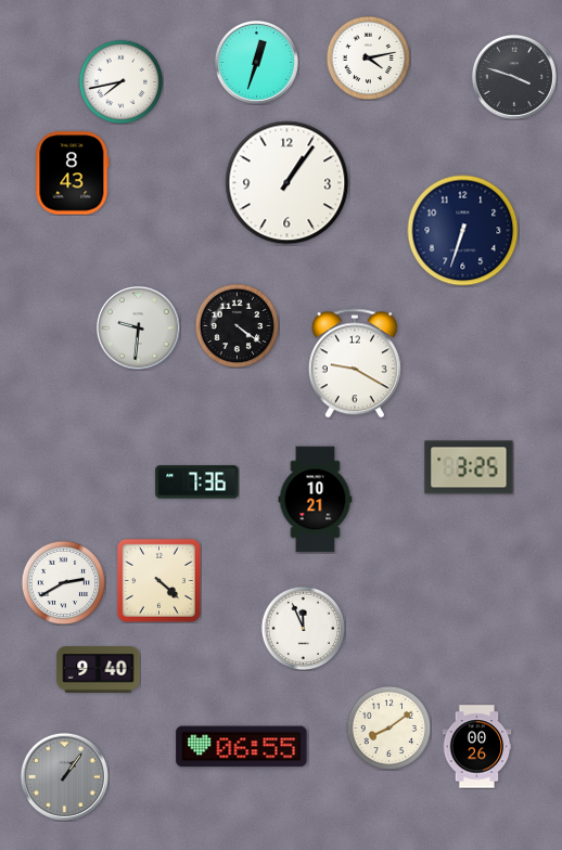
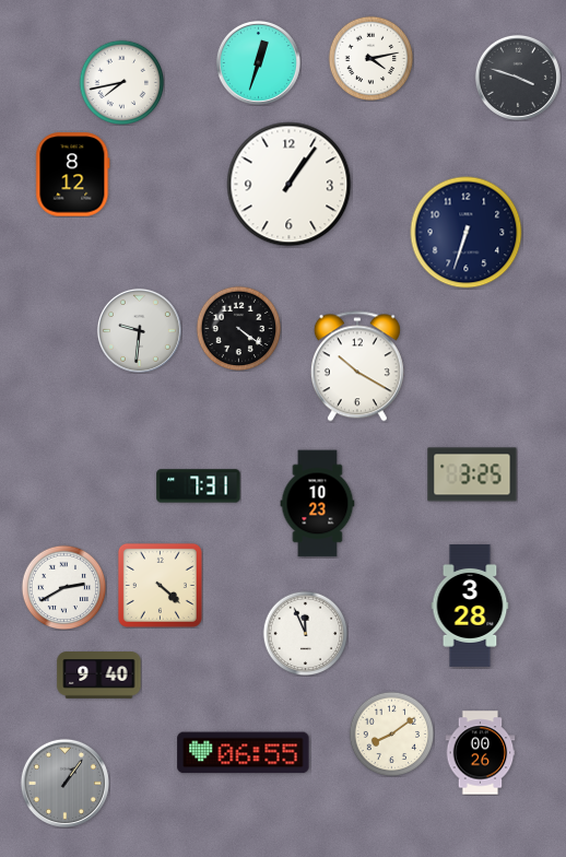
clock at (73, 173): 8:43 -> 8:12
clock at (355, 363): 9:20 -> 10:20
clock at (469, 467) position: (469, 467) -> (472, 474)
clock at (197, 482): 7:36 -> 7:31
clock at (316, 500): 10:21 -> 10:23
clock at (470, 606): none -> 3:28
